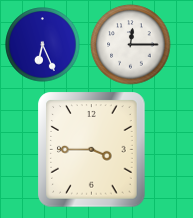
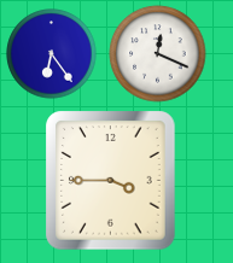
clock at (43, 45): 6:26 -> 6:24
clock at (131, 45): 12:15 -> 12:19
